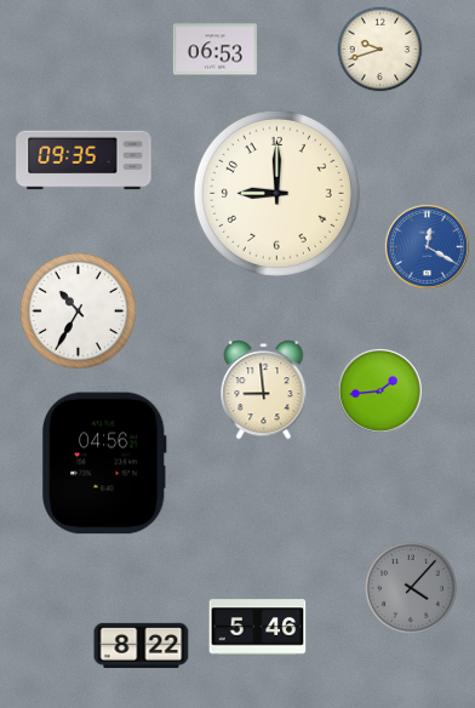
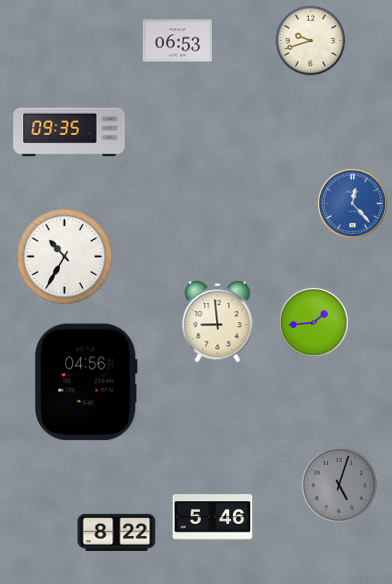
clock at (380, 50) position: (380, 50) -> (311, 41)
clock at (276, 193): 9:00 -> none
clock at (427, 246): 12:20 -> 12:23
clock at (412, 589): 4:07 -> 5:03
